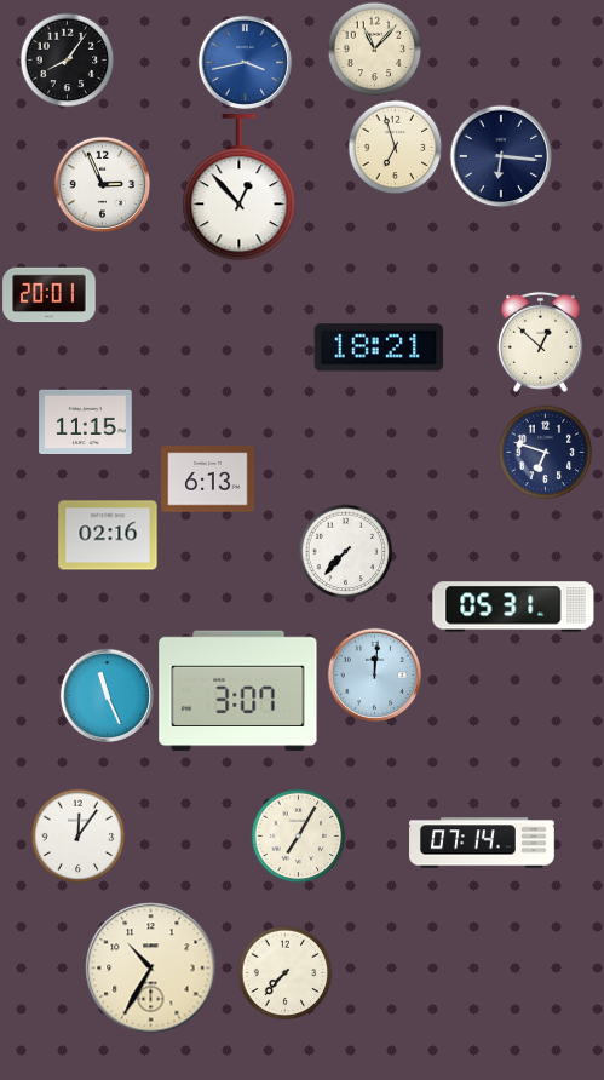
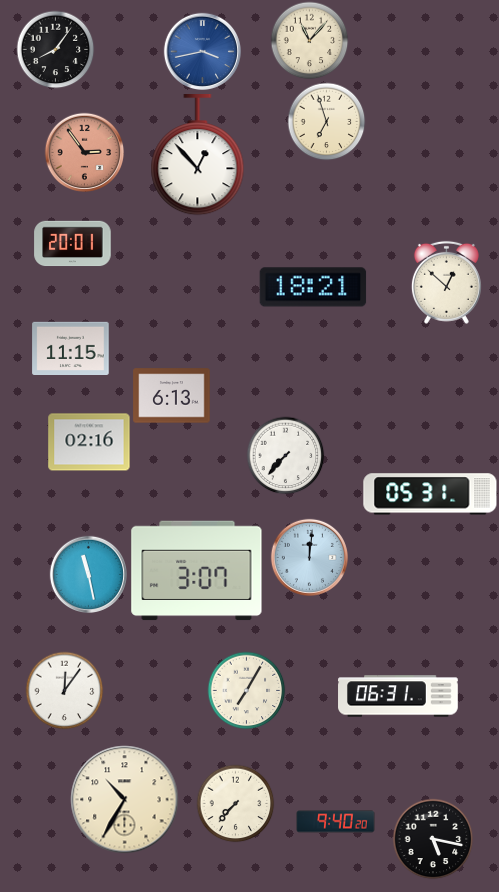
clock at (501, 156): 6:16 -> none
clock at (102, 184): 2:56 -> 2:54
clock at (102, 184) dial: white -> salmon
clock at (50, 295) position: (50, 295) -> (73, 244)
clock at (545, 452): 6:48 -> none
clock at (513, 607) position: (513, 607) -> (430, 494)
clock at (107, 695): 11:26 -> 11:28
clock at (482, 843): 07:14 -> 06:31
clock at (336, 822): none -> 9:40
clock at (433, 839): none -> 5:17
